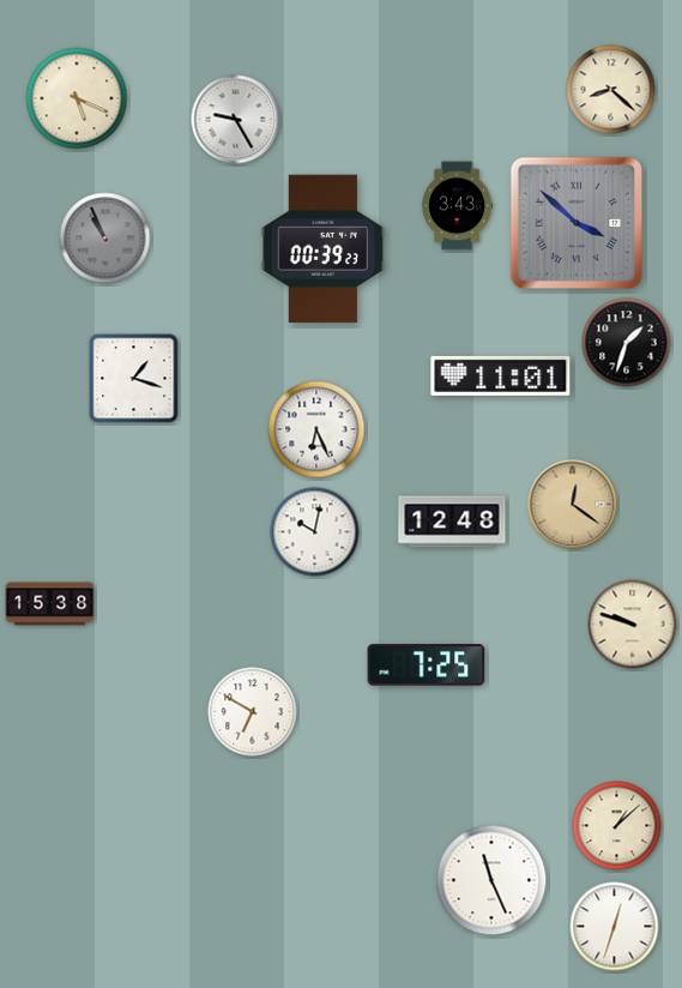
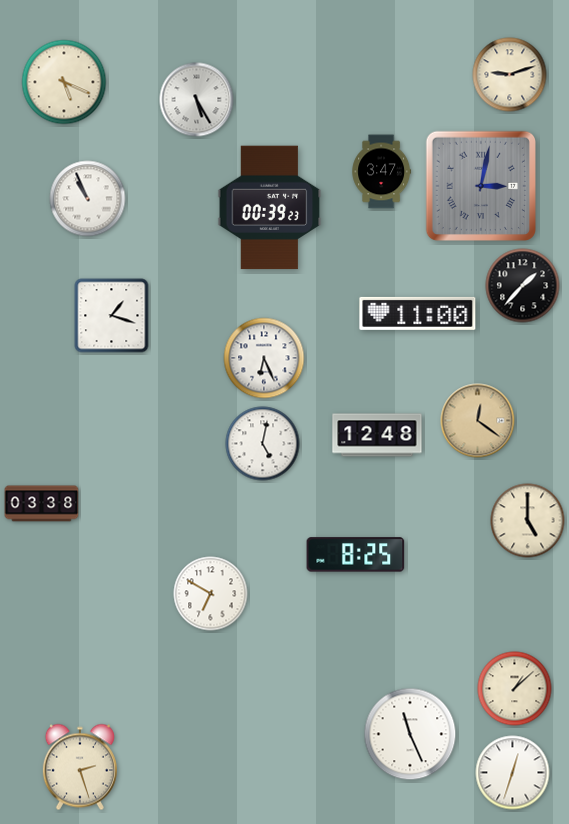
clock at (611, 90): 8:22 -> 9:12
clock at (236, 120): 9:25 -> 5:25
clock at (458, 206): 3:43 -> 3:47
clock at (575, 222): 3:52 -> 3:02
clock at (105, 239) dial: grey -> white
clock at (627, 343): 1:33 -> 1:37
clock at (501, 375): 11:01 -> 11:00
clock at (315, 532): 10:02 -> 5:02
clock at (50, 604): 15:38 -> 03:38
clock at (633, 625): 9:48 -> 5:00
clock at (427, 665): 7:25 -> 8:25
clock at (80, 767): none -> 2:27
